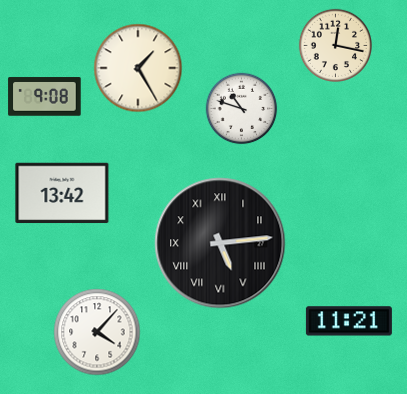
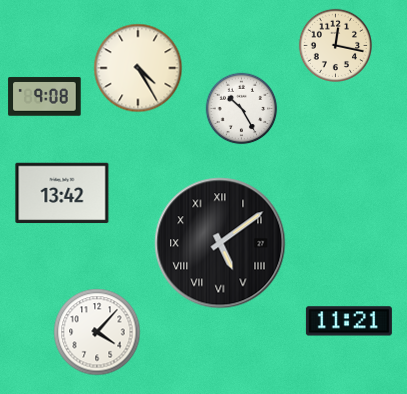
clock at (138, 68): 1:25 -> 4:25
clock at (242, 109): 10:48 -> 10:25
clock at (220, 243): 5:14 -> 5:09
